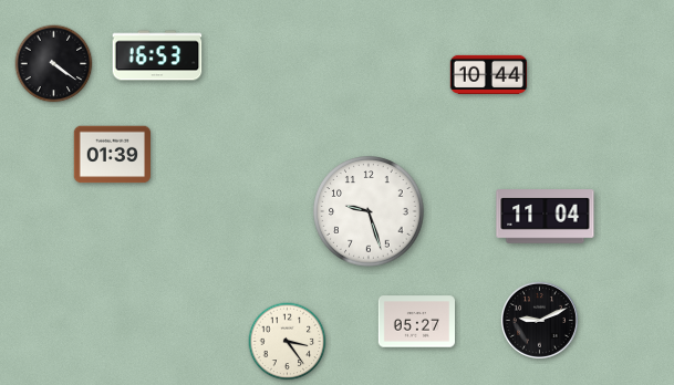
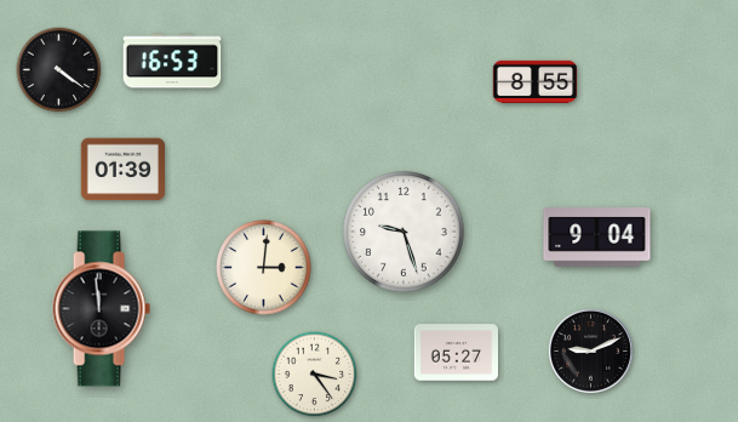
clock at (489, 74): 10:44 -> 8:55
clock at (546, 217): 11:04 -> 9:04
clock at (264, 268): none -> 3:01
clock at (101, 309): none -> 11:59
